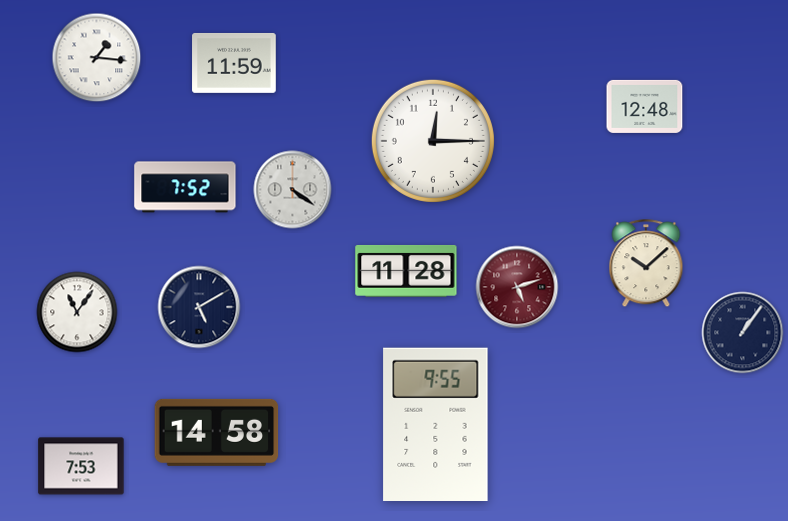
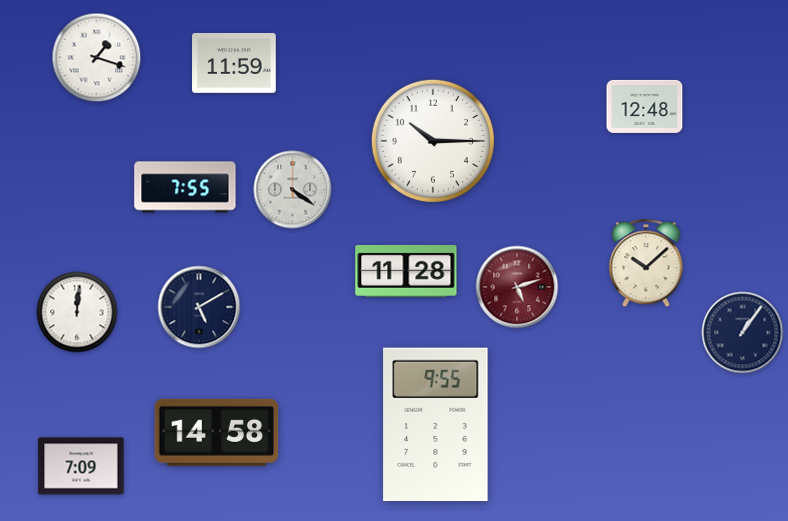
clock at (97, 58): 1:16 -> 1:18
clock at (433, 141): 12:15 -> 10:15
clock at (185, 187): 7:52 -> 7:55
clock at (77, 312): 11:06 -> 12:01
clock at (81, 466): 7:53 -> 7:09
